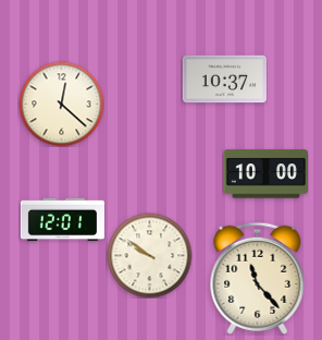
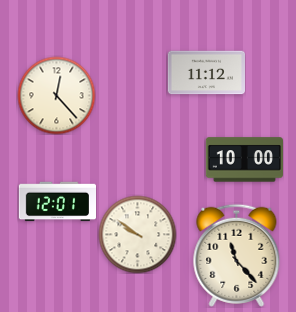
clock at (224, 80): 10:37 -> 11:12
clock at (61, 104): 12:22 -> 12:23
